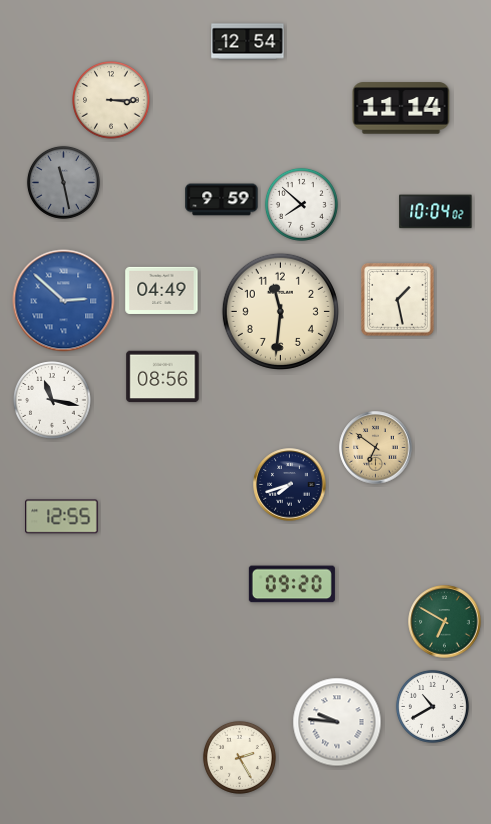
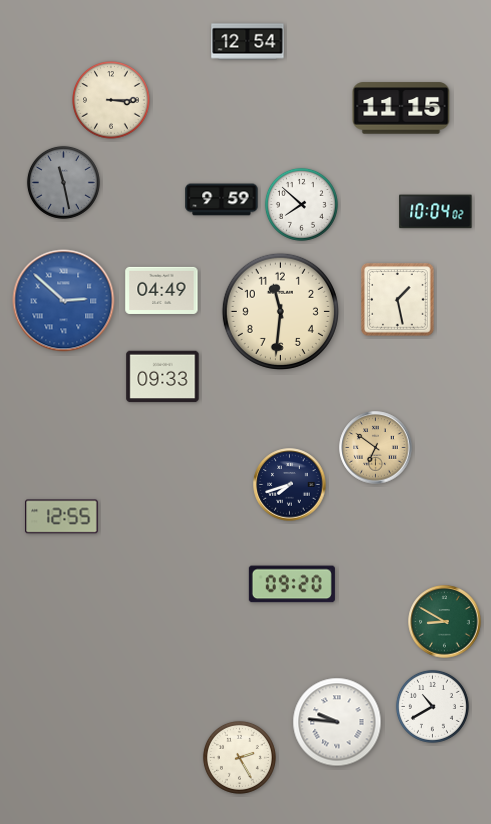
clock at (401, 108): 11:14 -> 11:15
clock at (163, 377): 08:56 -> 09:33
clock at (52, 400): 11:17 -> none
clock at (445, 622): 6:50 -> 8:50
